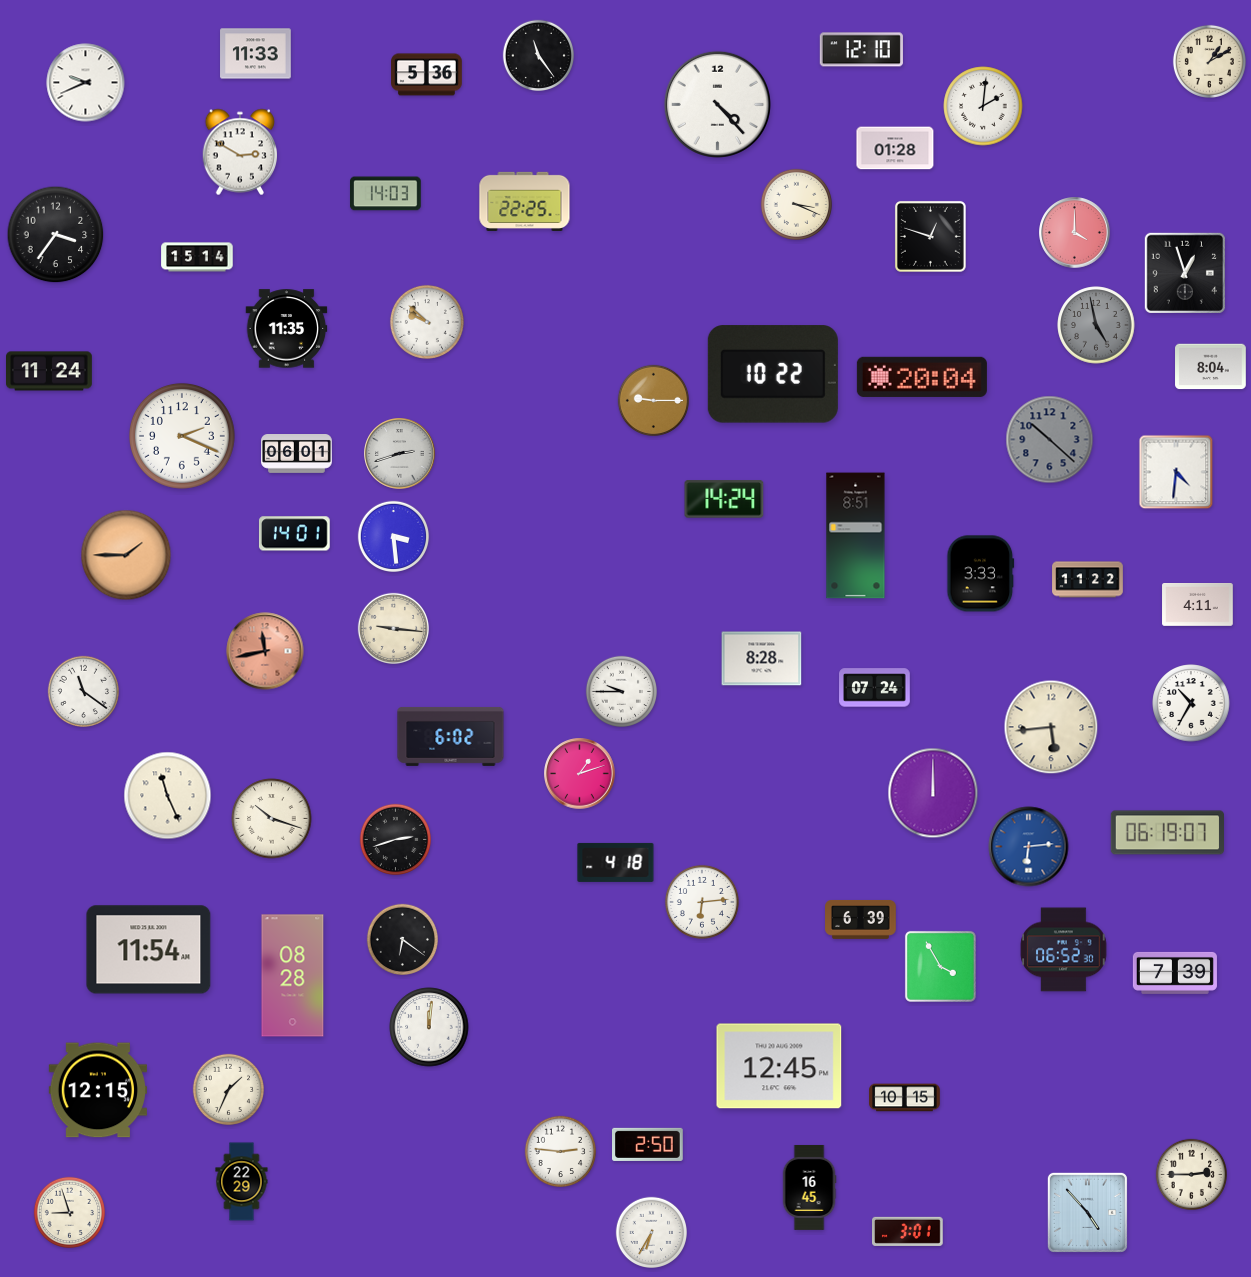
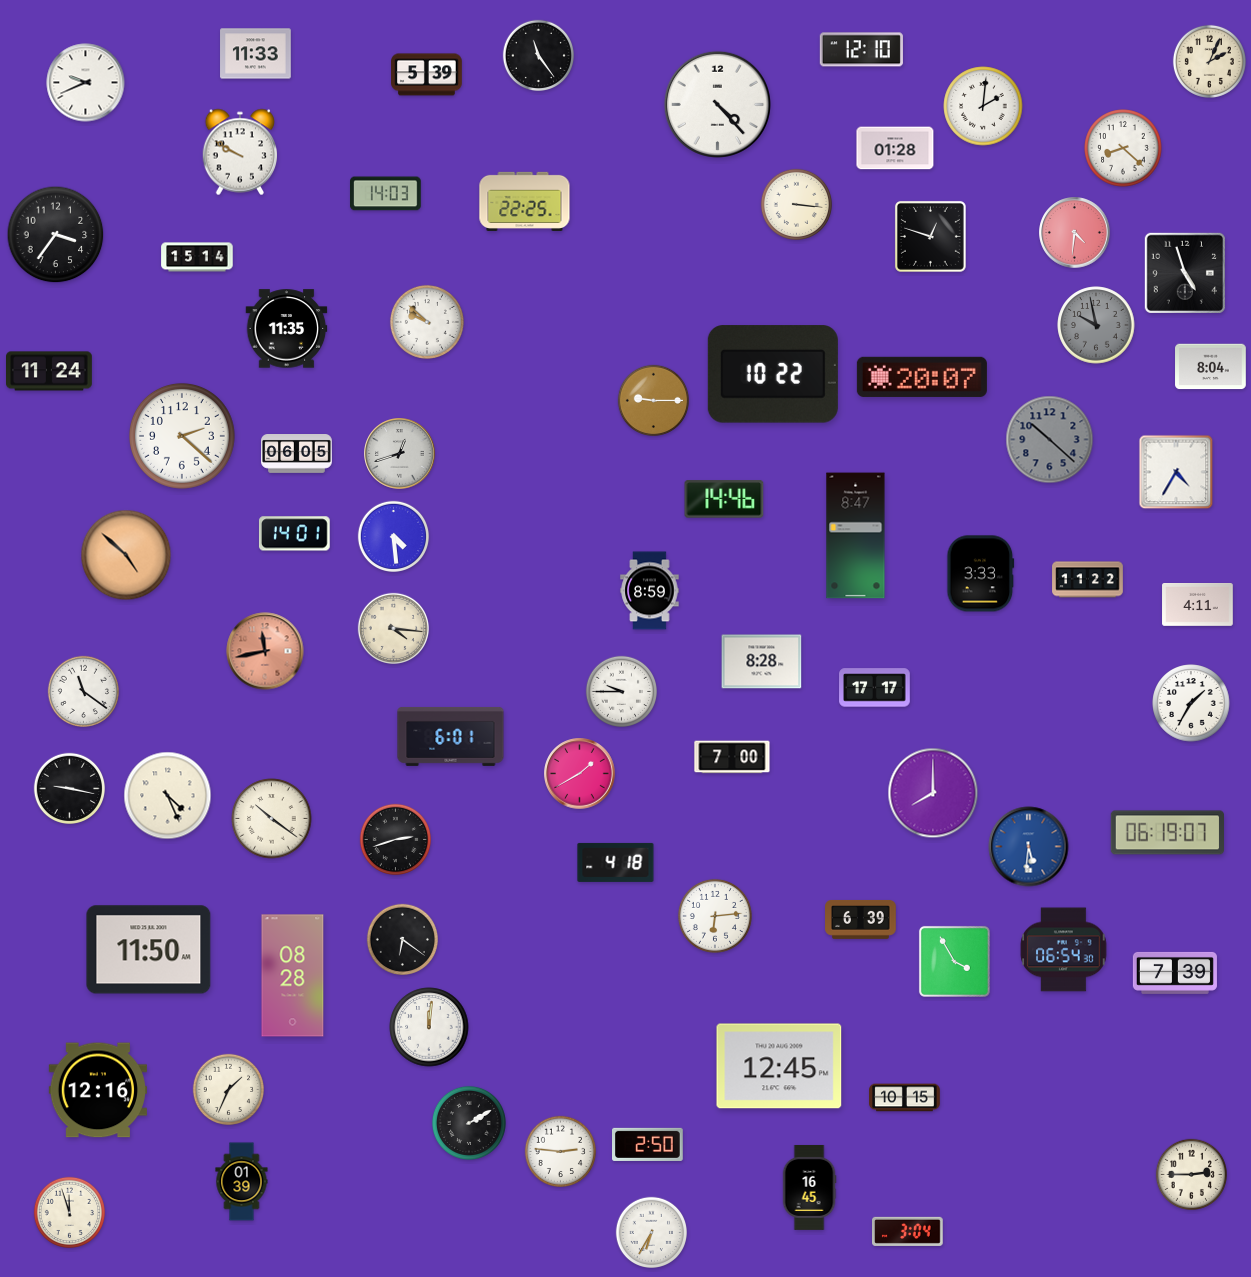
clock at (1209, 61): 1:10 -> 2:04
clock at (427, 75): 5:36 -> 5:39
clock at (1123, 148): none -> 8:22
clock at (240, 152): 2:50 -> 9:50
clock at (797, 205): 3:19 -> 3:16
clock at (1075, 233): 4:00 -> 4:31
clock at (1185, 273): 12:57 -> 4:57
clock at (1096, 325): 4:58 -> 9:58
clock at (922, 377): 20:04 -> 20:07
clock at (182, 436): 2:19 -> 2:22
clock at (297, 454): 06:01 -> 06:05
clock at (400, 454): 2:42 -> 12:42
clock at (1176, 472): 4:31 -> 4:35
clock at (724, 499): 14:24 -> 14:46
clock at (856, 536): 8:51 -> 8:47
clock at (394, 537): 3:29 -> 4:29
clock at (126, 555): 1:45 -> 4:52
clock at (650, 591): none -> 8:59
clock at (394, 629): 9:16 -> 4:16
clock at (762, 659) position: (762, 659) -> (762, 662)
clock at (875, 688): 07:24 -> 17:17
clock at (1191, 703): 10:35 -> 1:35
clock at (1051, 727): 5:44 -> none
clock at (451, 736): 6:02 -> 6:01
clock at (732, 757): none -> 7:00
clock at (580, 774): 1:12 -> 1:40
clock at (70, 789): none -> 9:17
clock at (933, 793): 12:00 -> 8:00
clock at (168, 796): 11:26 -> 4:26
clock at (272, 819): 10:18 -> 10:21
clock at (1029, 847): 6:14 -> 5:31
clock at (702, 902) position: (702, 902) -> (715, 916)
clock at (149, 950): 11:54 -> 11:50
clock at (1064, 950): 06:52 -> 06:54
clock at (940, 966) position: (940, 966) -> (954, 961)
clock at (97, 1090): 12:15 -> 12:16
clock at (469, 1123): none -> 2:10
clock at (242, 1182): 22:29 -> 01:39
clock at (1087, 1212): 4:53 -> none
clock at (70, 1213): 8:57 -> 11:57
clock at (908, 1231): 3:01 -> 3:04
